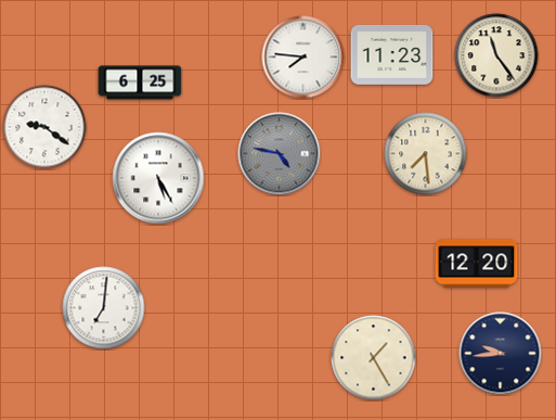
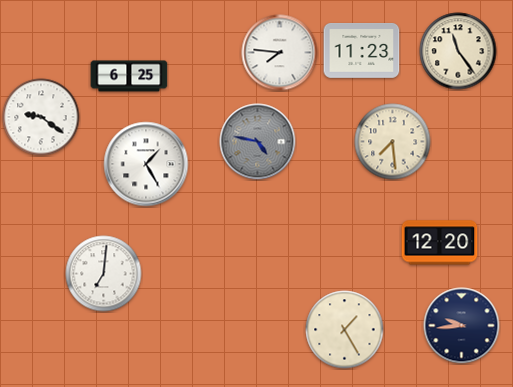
clock at (158, 178): 5:25 -> 1:25
clock at (104, 308) position: (104, 308) -> (104, 274)
